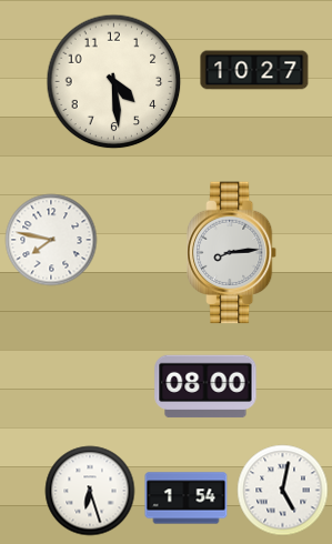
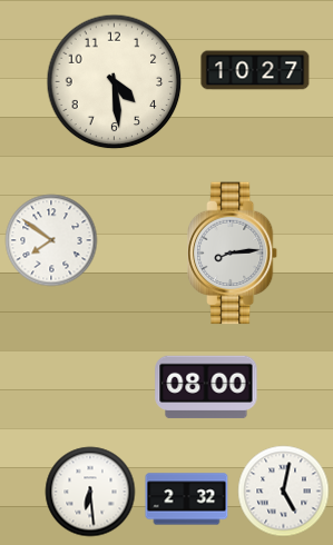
clock at (51, 240): 7:47 -> 7:51
clock at (90, 491): 6:27 -> 6:29
clock at (187, 498): 1:54 -> 2:32
